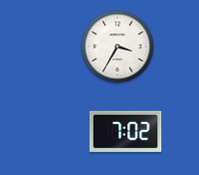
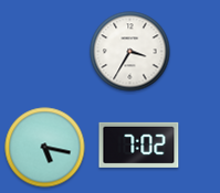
clock at (45, 148): none -> 5:17
